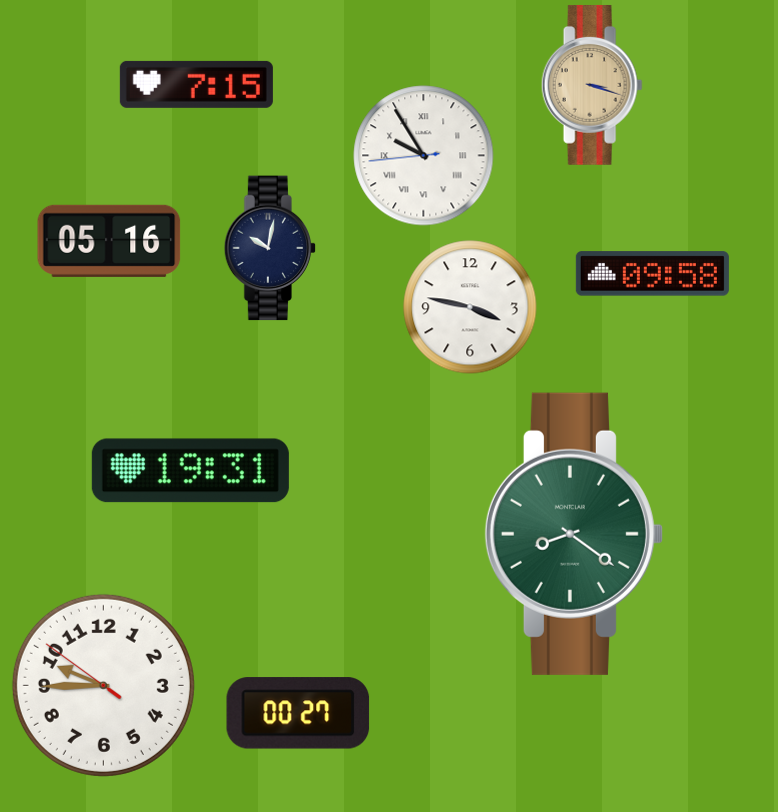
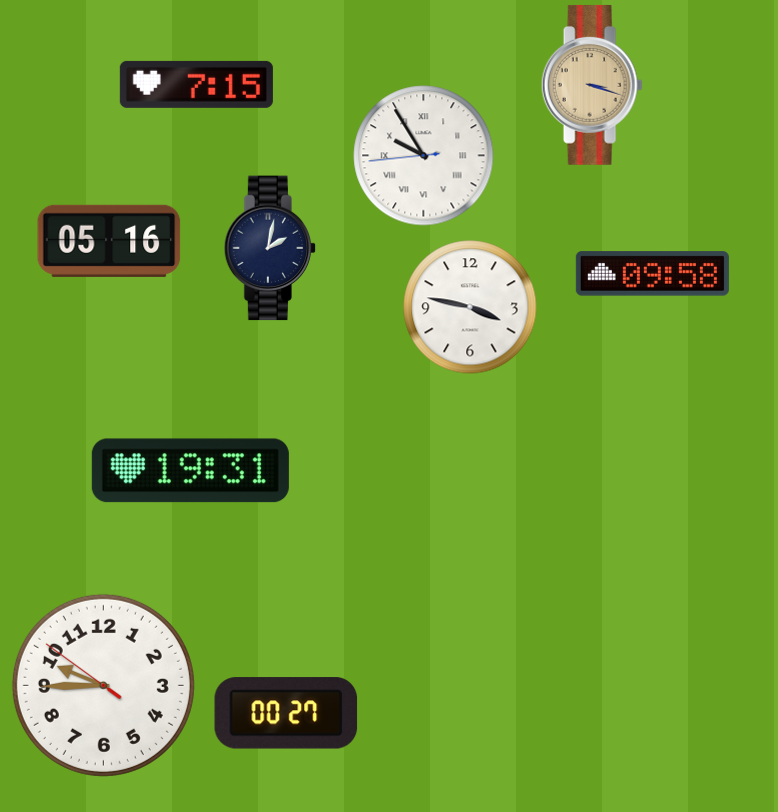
clock at (270, 248): 10:02 -> 2:02
clock at (574, 534): 8:21 -> none
clock at (298, 713) position: (298, 713) -> (286, 713)
